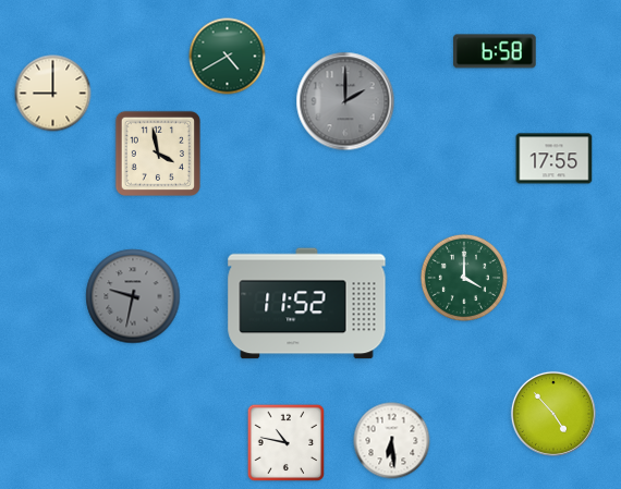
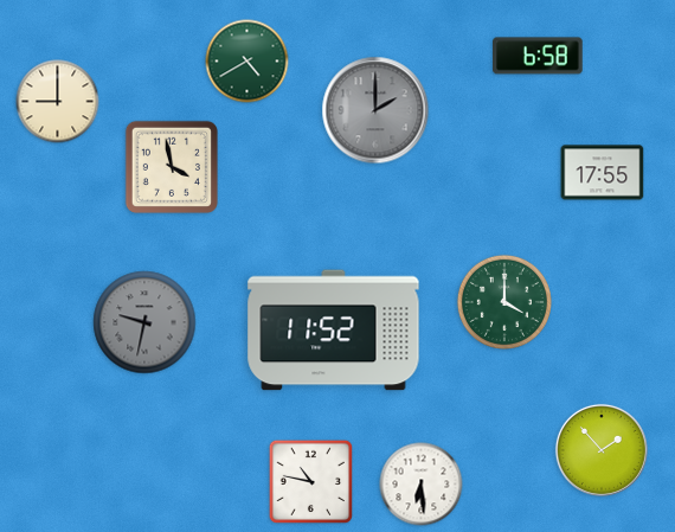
clock at (553, 414): 4:53 -> 1:53
clock at (392, 441) position: (392, 441) -> (422, 485)
